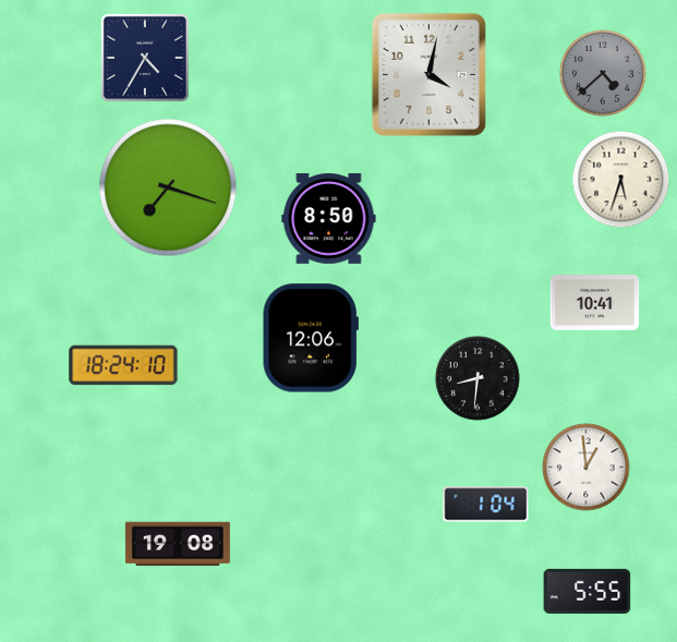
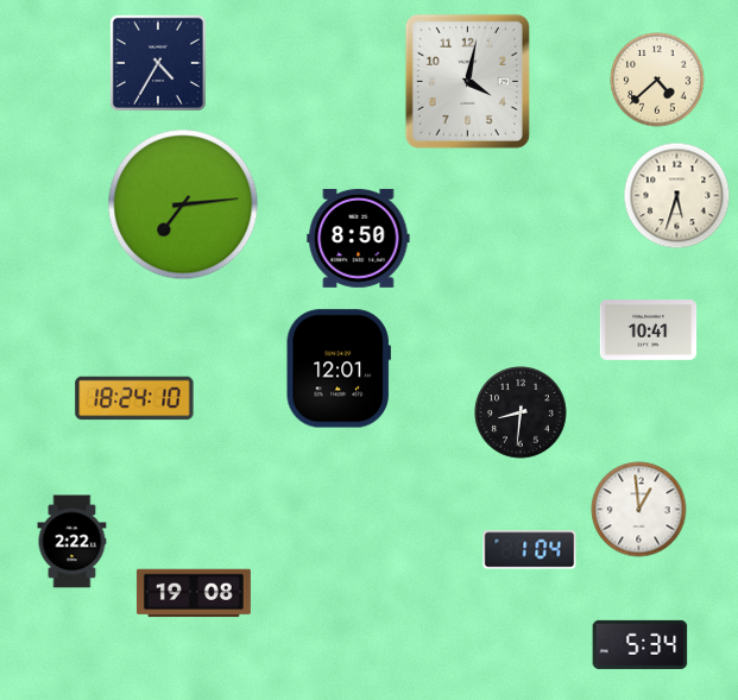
clock at (603, 73) dial: grey -> cream
clock at (168, 187): 7:18 -> 7:14
clock at (311, 338): 12:06 -> 12:01
clock at (72, 542): none -> 2:22
clock at (588, 591): 5:55 -> 5:34
